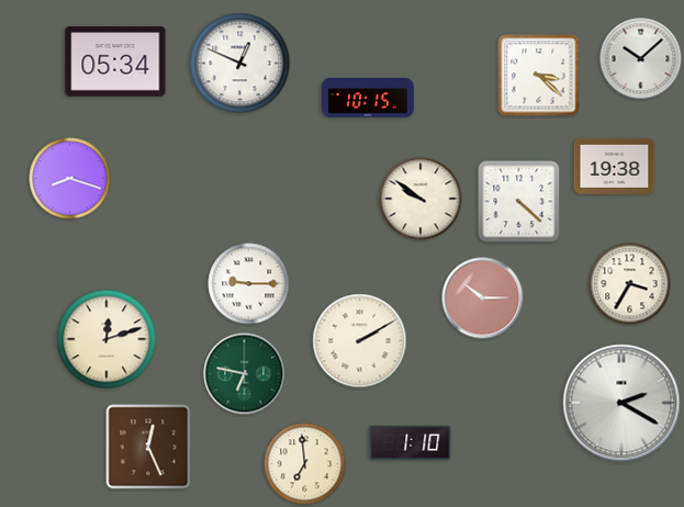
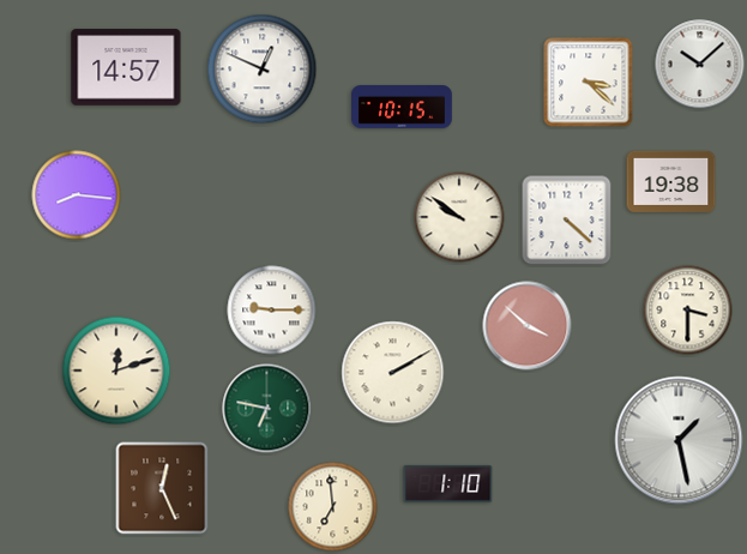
clock at (115, 61): 05:34 -> 14:57
clock at (70, 179): 8:18 -> 8:16
clock at (630, 284): 3:35 -> 3:30
clock at (483, 298): 10:15 -> 3:52
clock at (621, 403): 2:20 -> 1:28
